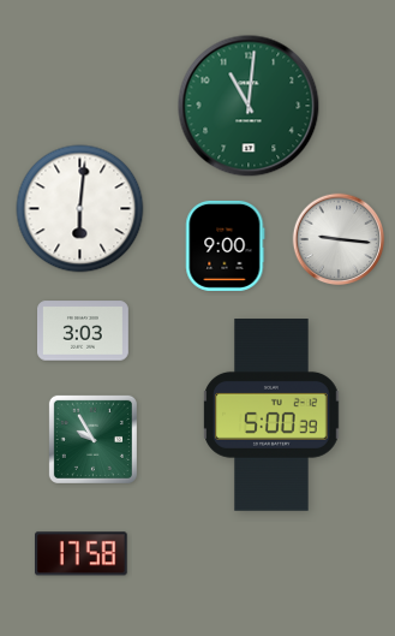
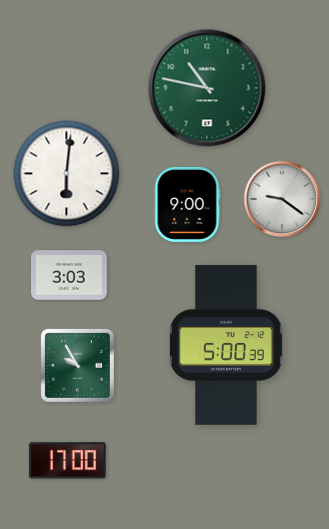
clock at (249, 106): 11:01 -> 10:47
clock at (339, 239): 9:16 -> 9:21
clock at (82, 554): 17:58 -> 17:00
